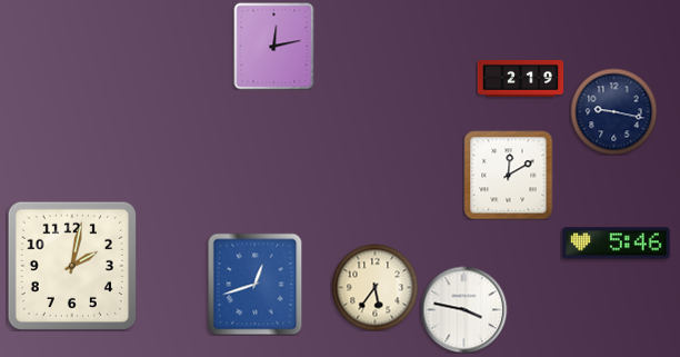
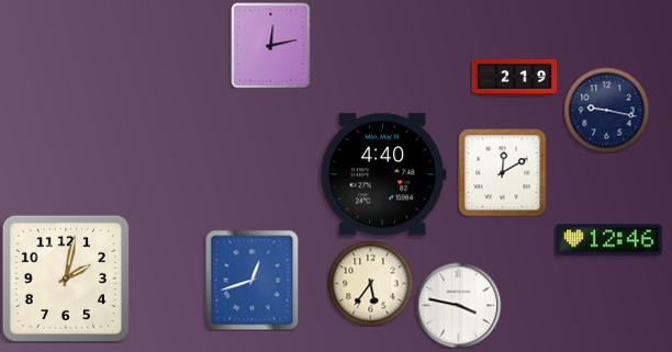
clock at (383, 174): none -> 4:40
clock at (617, 244): 5:46 -> 12:46
clock at (72, 266) position: (72, 266) -> (66, 279)
